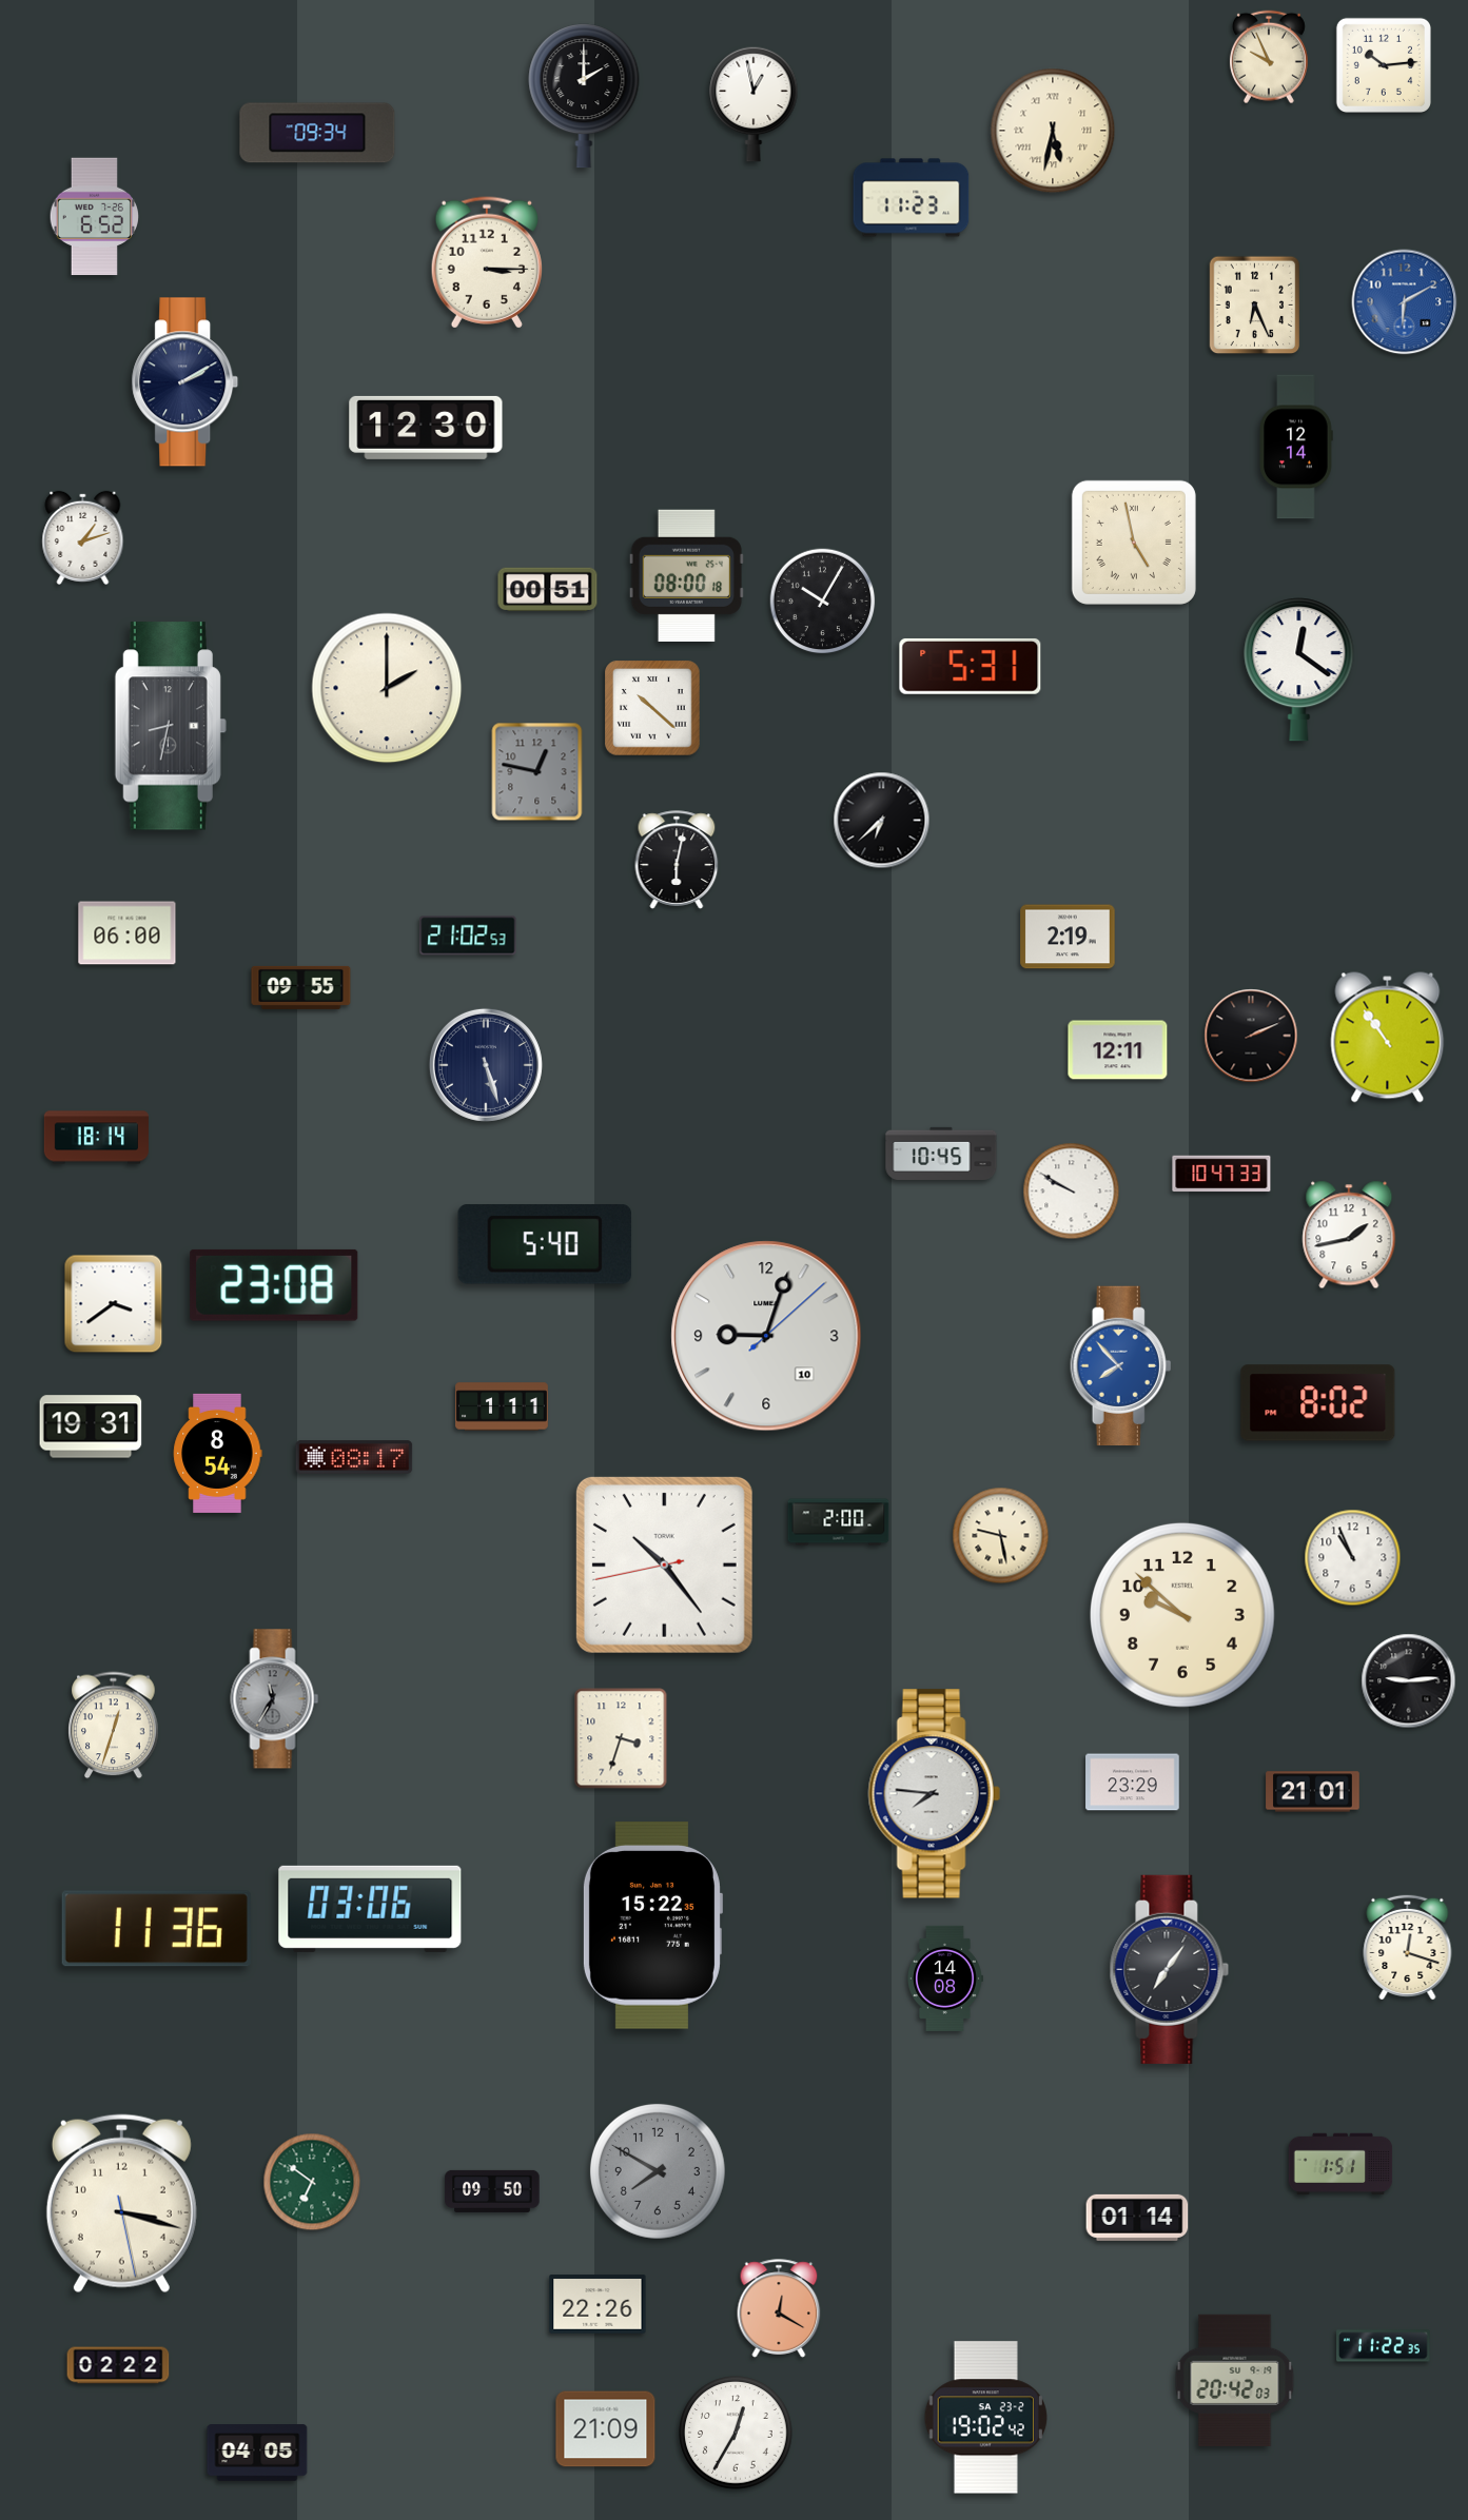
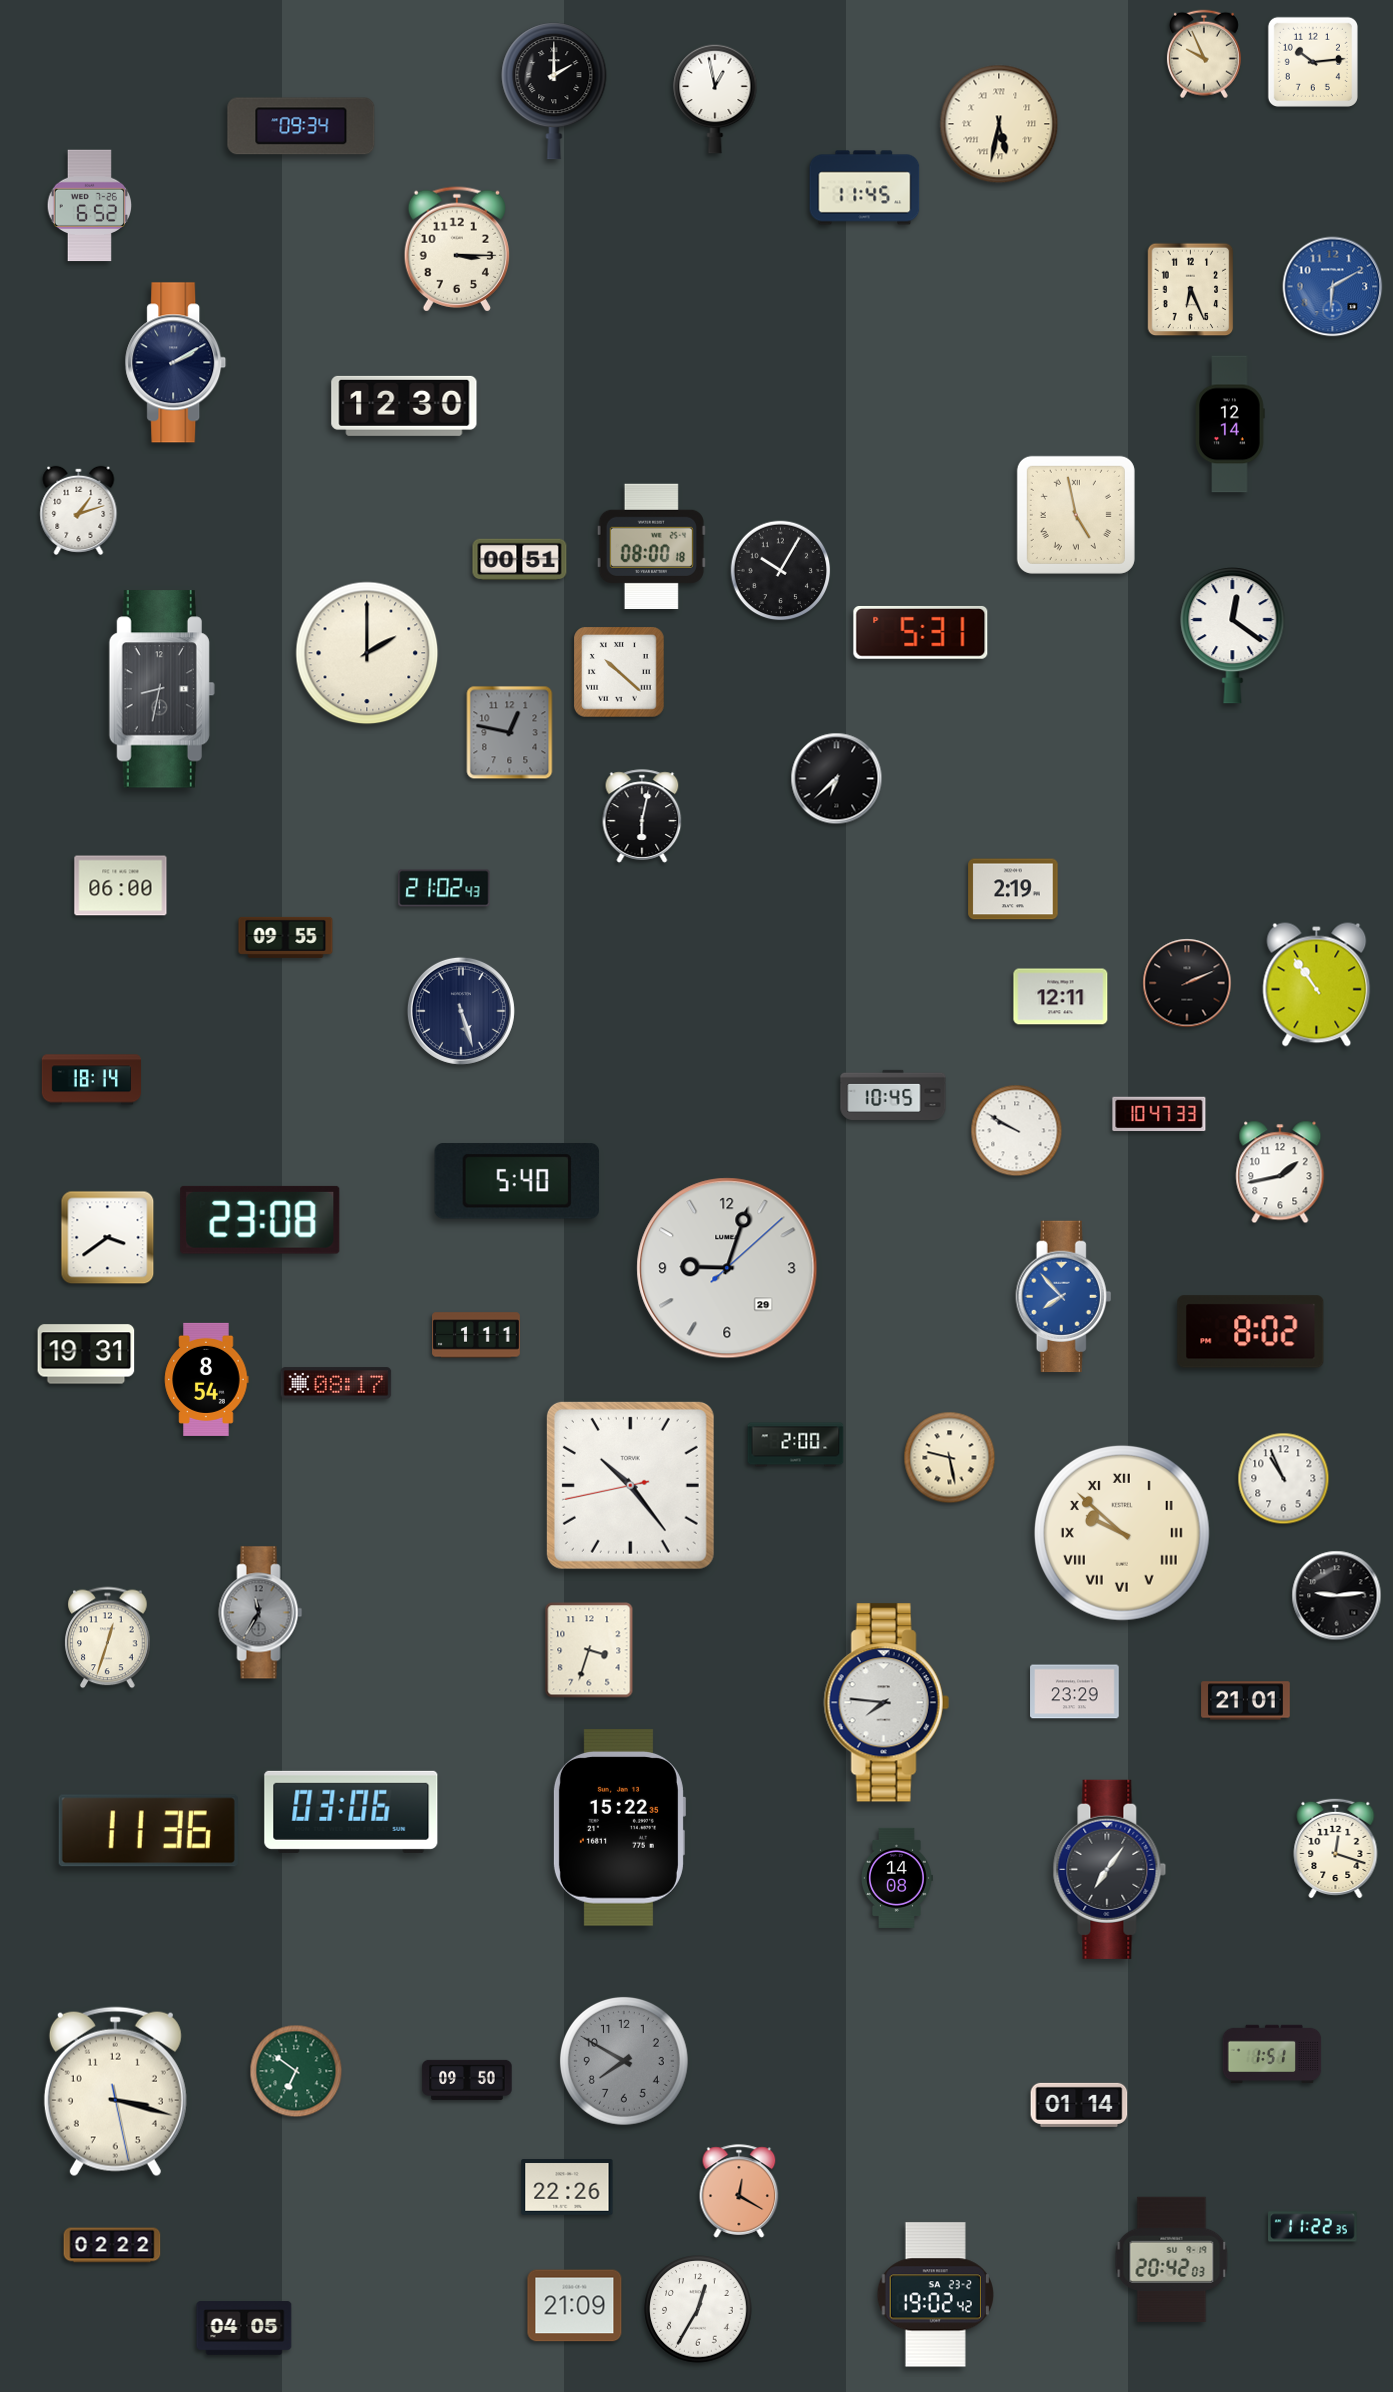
clock at (912, 198): 11:23 -> 11:45
clock at (486, 262) position: (486, 262) -> (456, 249)
clock at (468, 936): 21:02:53 -> 21:02:43
clock at (766, 1336) date: 10 -> 29
clock at (1182, 1615) numerals: Arabic -> Roman
